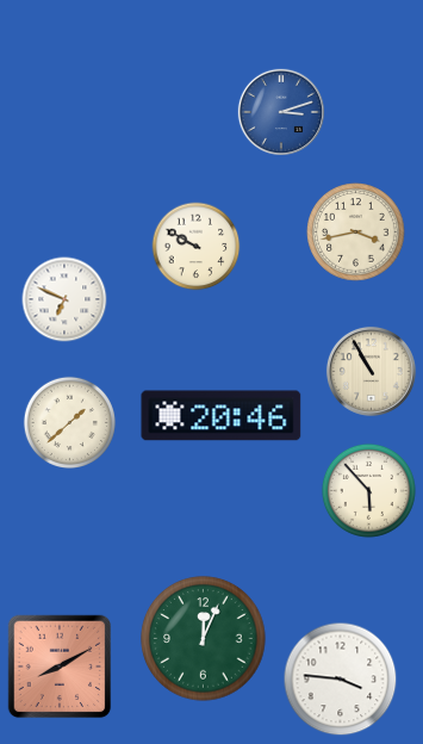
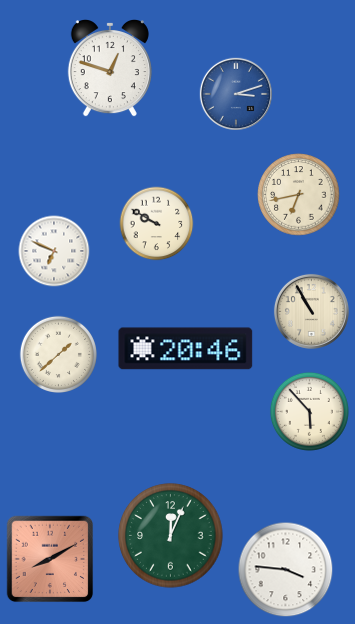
clock at (110, 69): none -> 12:48
clock at (356, 232): 3:43 -> 6:43
clock at (197, 247) position: (197, 247) -> (157, 224)
